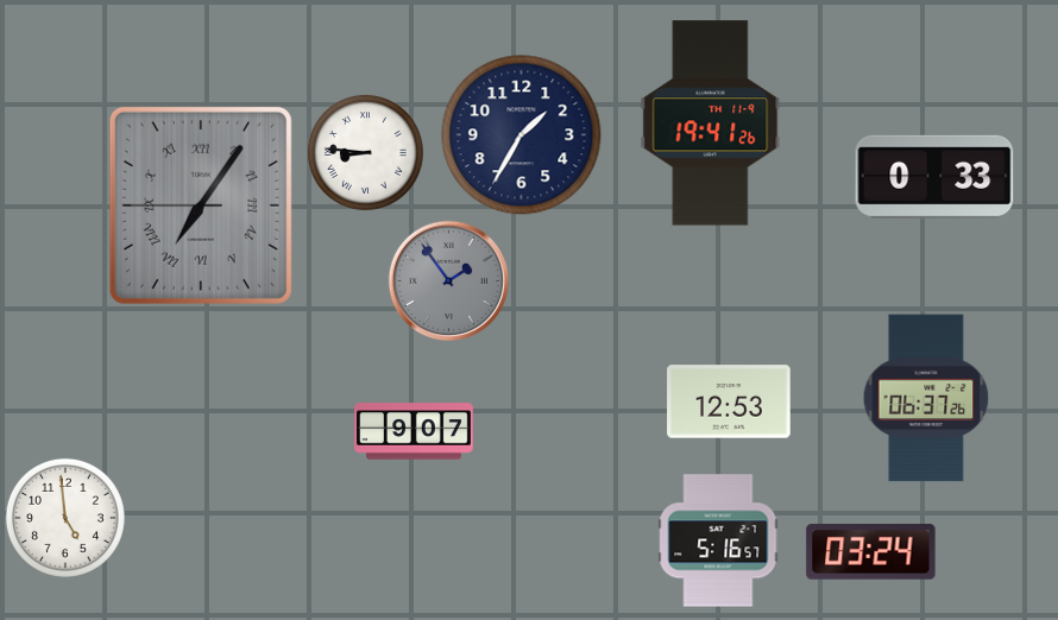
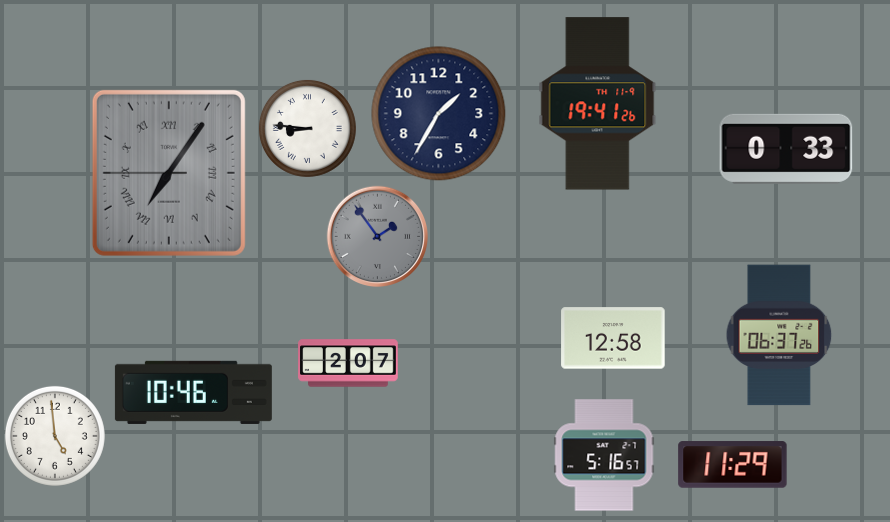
clock at (729, 401): 12:53 -> 12:58
clock at (414, 431): 9:07 -> 2:07
clock at (193, 392): none -> 10:46
clock at (871, 552): 03:24 -> 11:29
